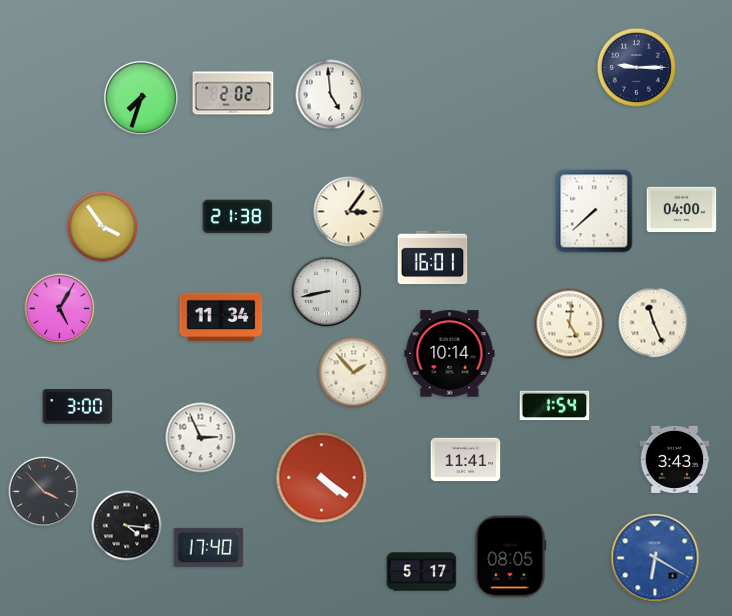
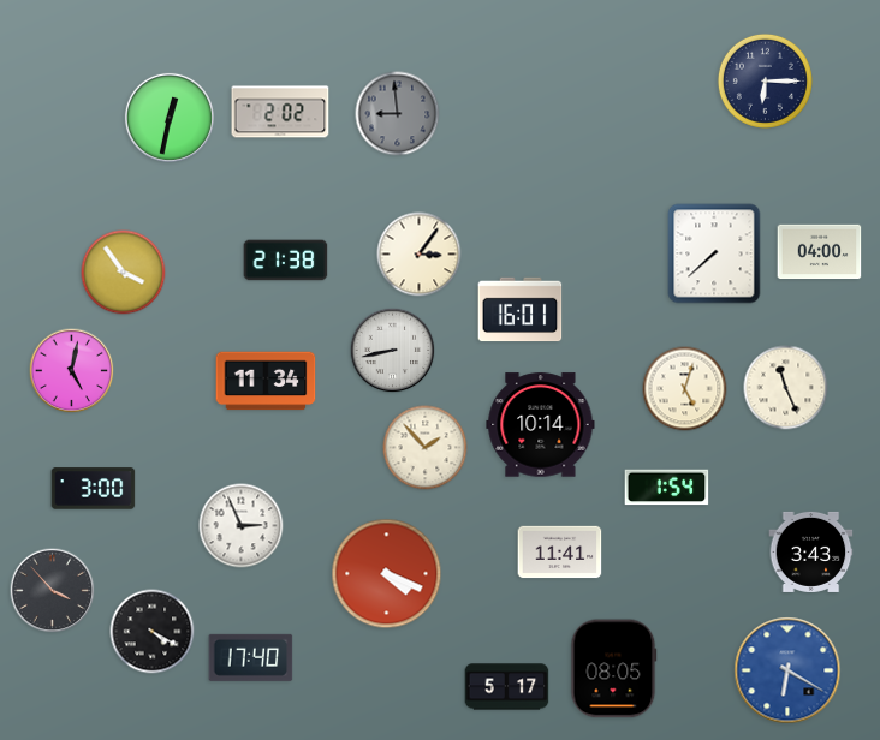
clock at (636, 67): 9:15 -> 6:15
clock at (331, 95): 4:59 -> 8:59
clock at (331, 95) dial: white -> grey
clock at (141, 98): 7:33 -> 12:32
clock at (60, 309): 5:05 -> 5:02
clock at (570, 324): 5:01 -> 5:03
clock at (322, 478): 4:21 -> 4:19
clock at (127, 526): 4:16 -> 4:20
